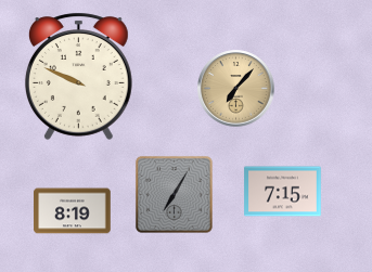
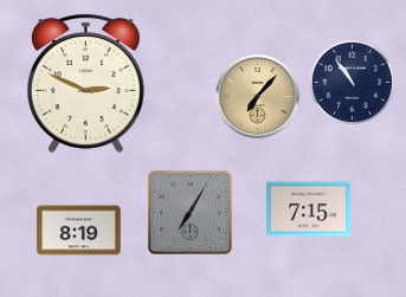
clock at (352, 82): none -> 10:54
clock at (78, 76): 9:49 -> 2:49
